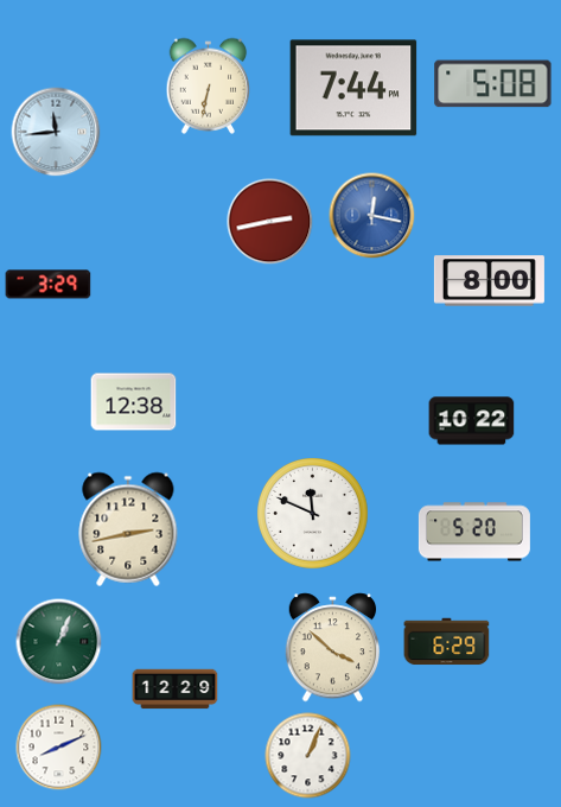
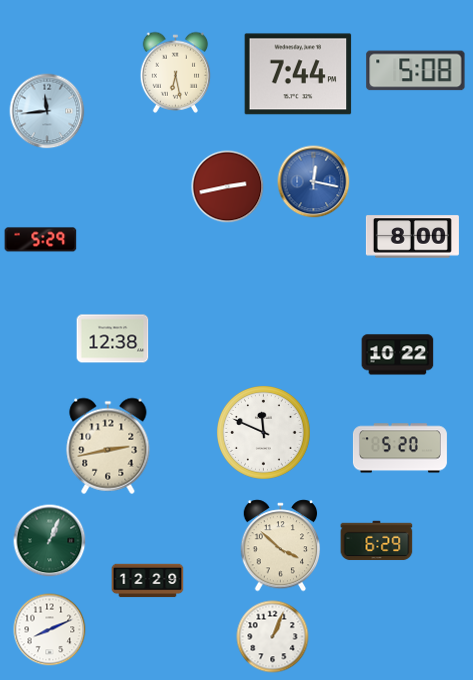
clock at (209, 85): 6:32 -> 6:28
clock at (49, 285): 3:29 -> 5:29
clock at (308, 756) position: (308, 756) -> (273, 637)
